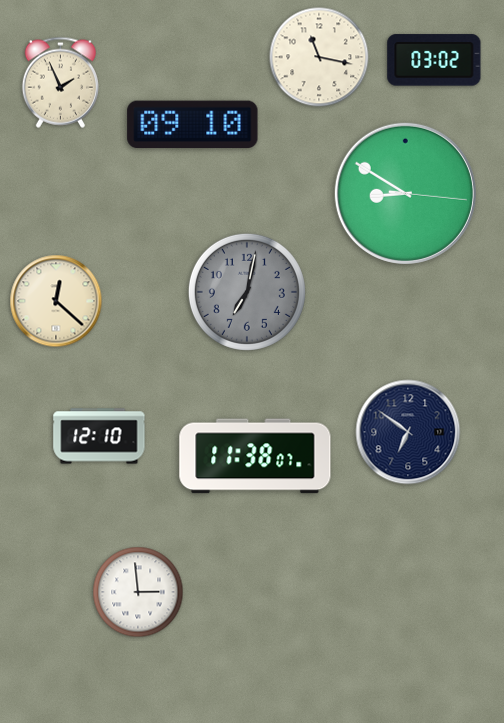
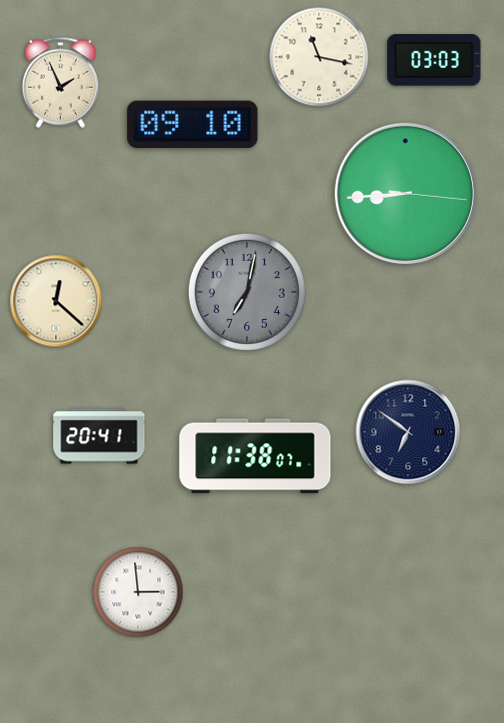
clock at (434, 60): 03:02 -> 03:03
clock at (405, 193): 8:50 -> 8:44
clock at (99, 436): 12:10 -> 20:41
